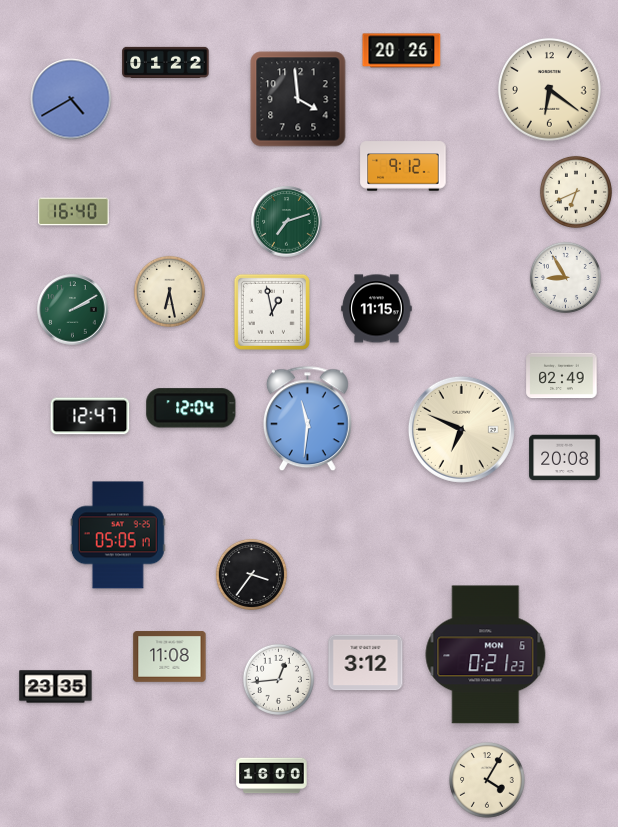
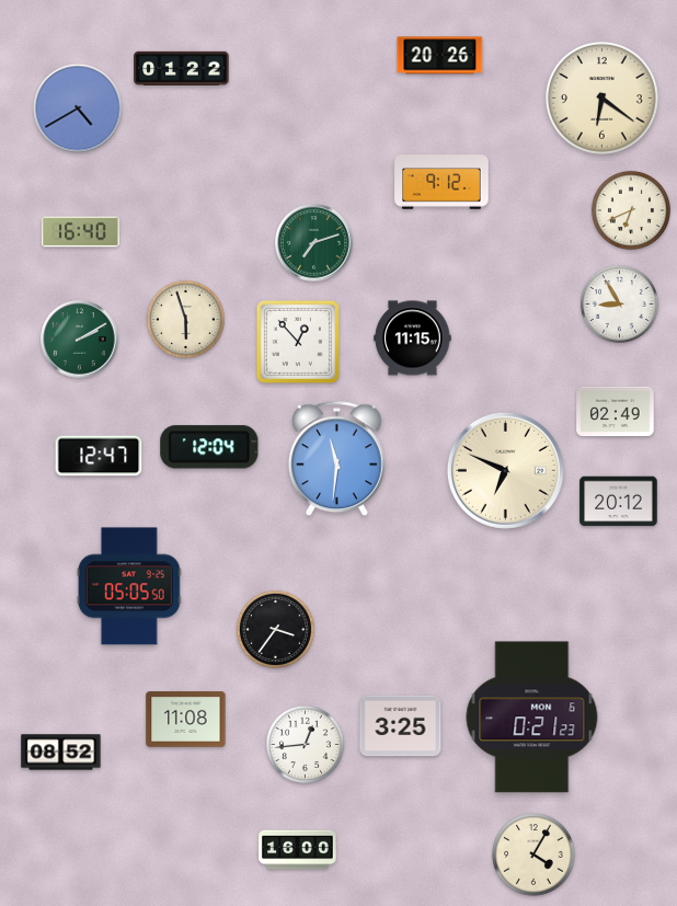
clock at (298, 99): 3:59 -> none
clock at (169, 291): 6:28 -> 5:57
clock at (272, 312): 12:58 -> 12:53
clock at (565, 458): 20:08 -> 20:12
clock at (118, 535): 05:05:17 -> 05:05:50
clock at (366, 663): 3:12 -> 3:25
clock at (56, 687): 23:35 -> 08:52
